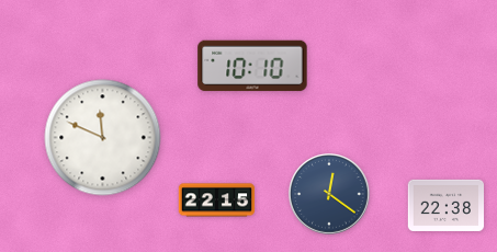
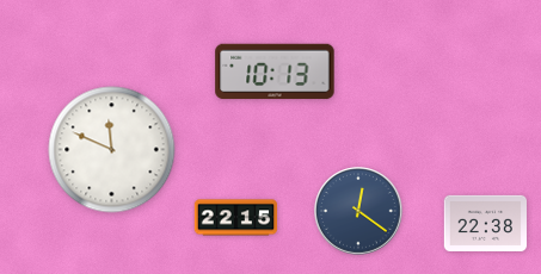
clock at (252, 66): 10:10 -> 10:13
